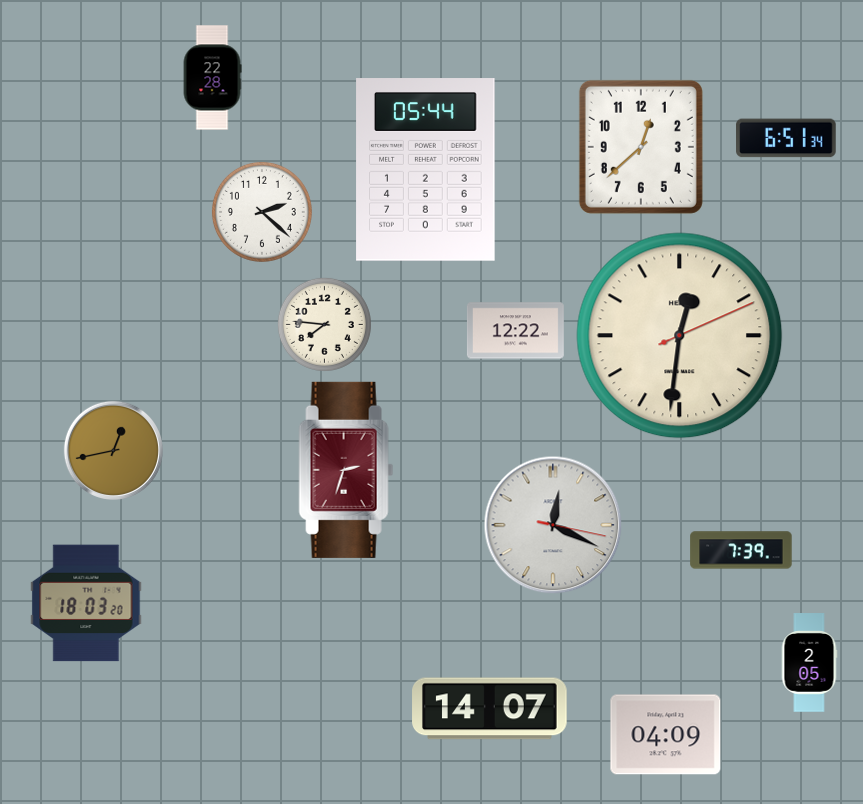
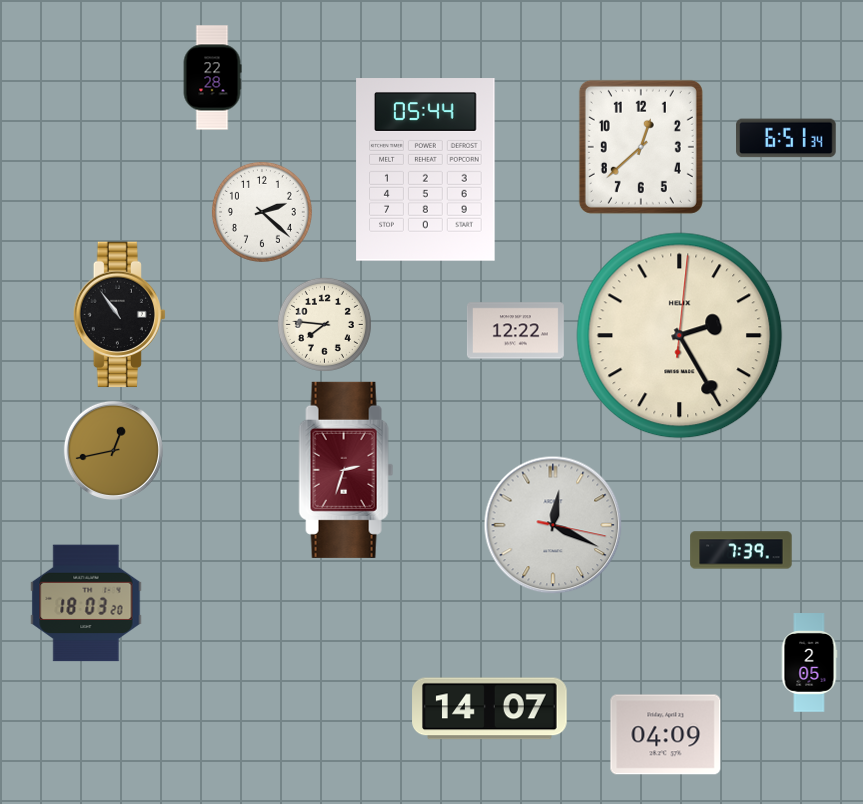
clock at (119, 315): none -> 10:54
clock at (680, 336): 12:31 -> 2:25
